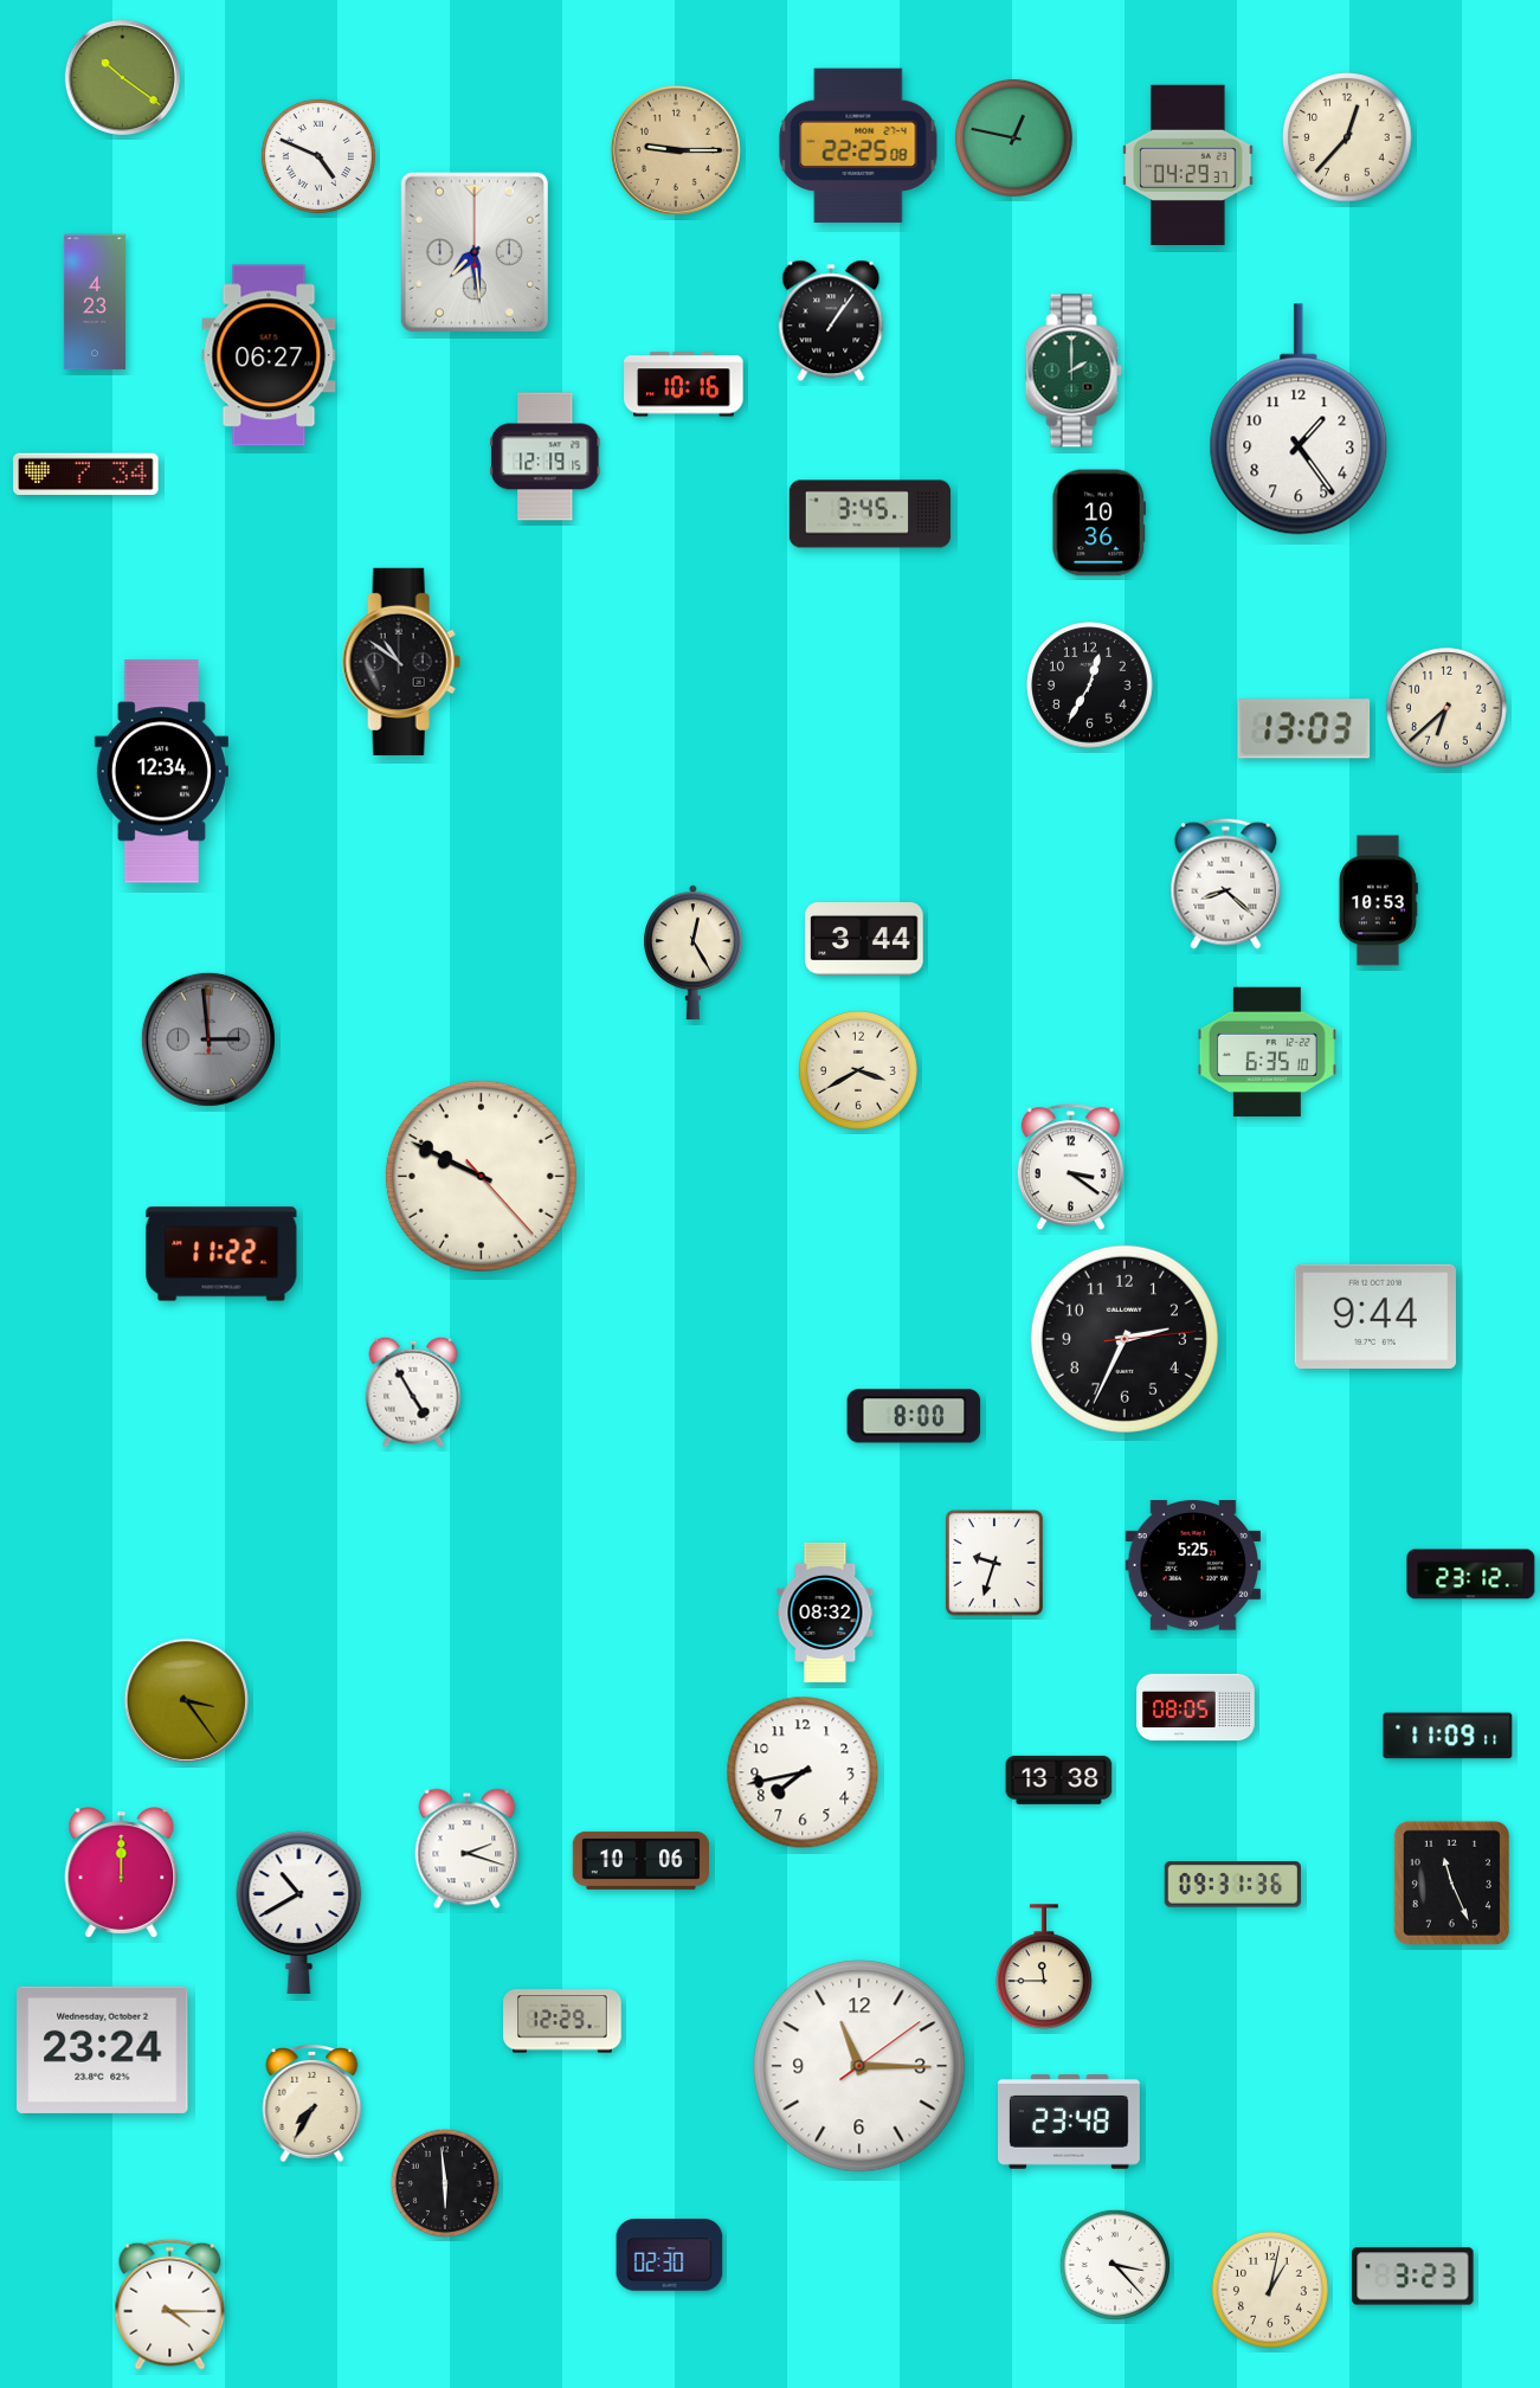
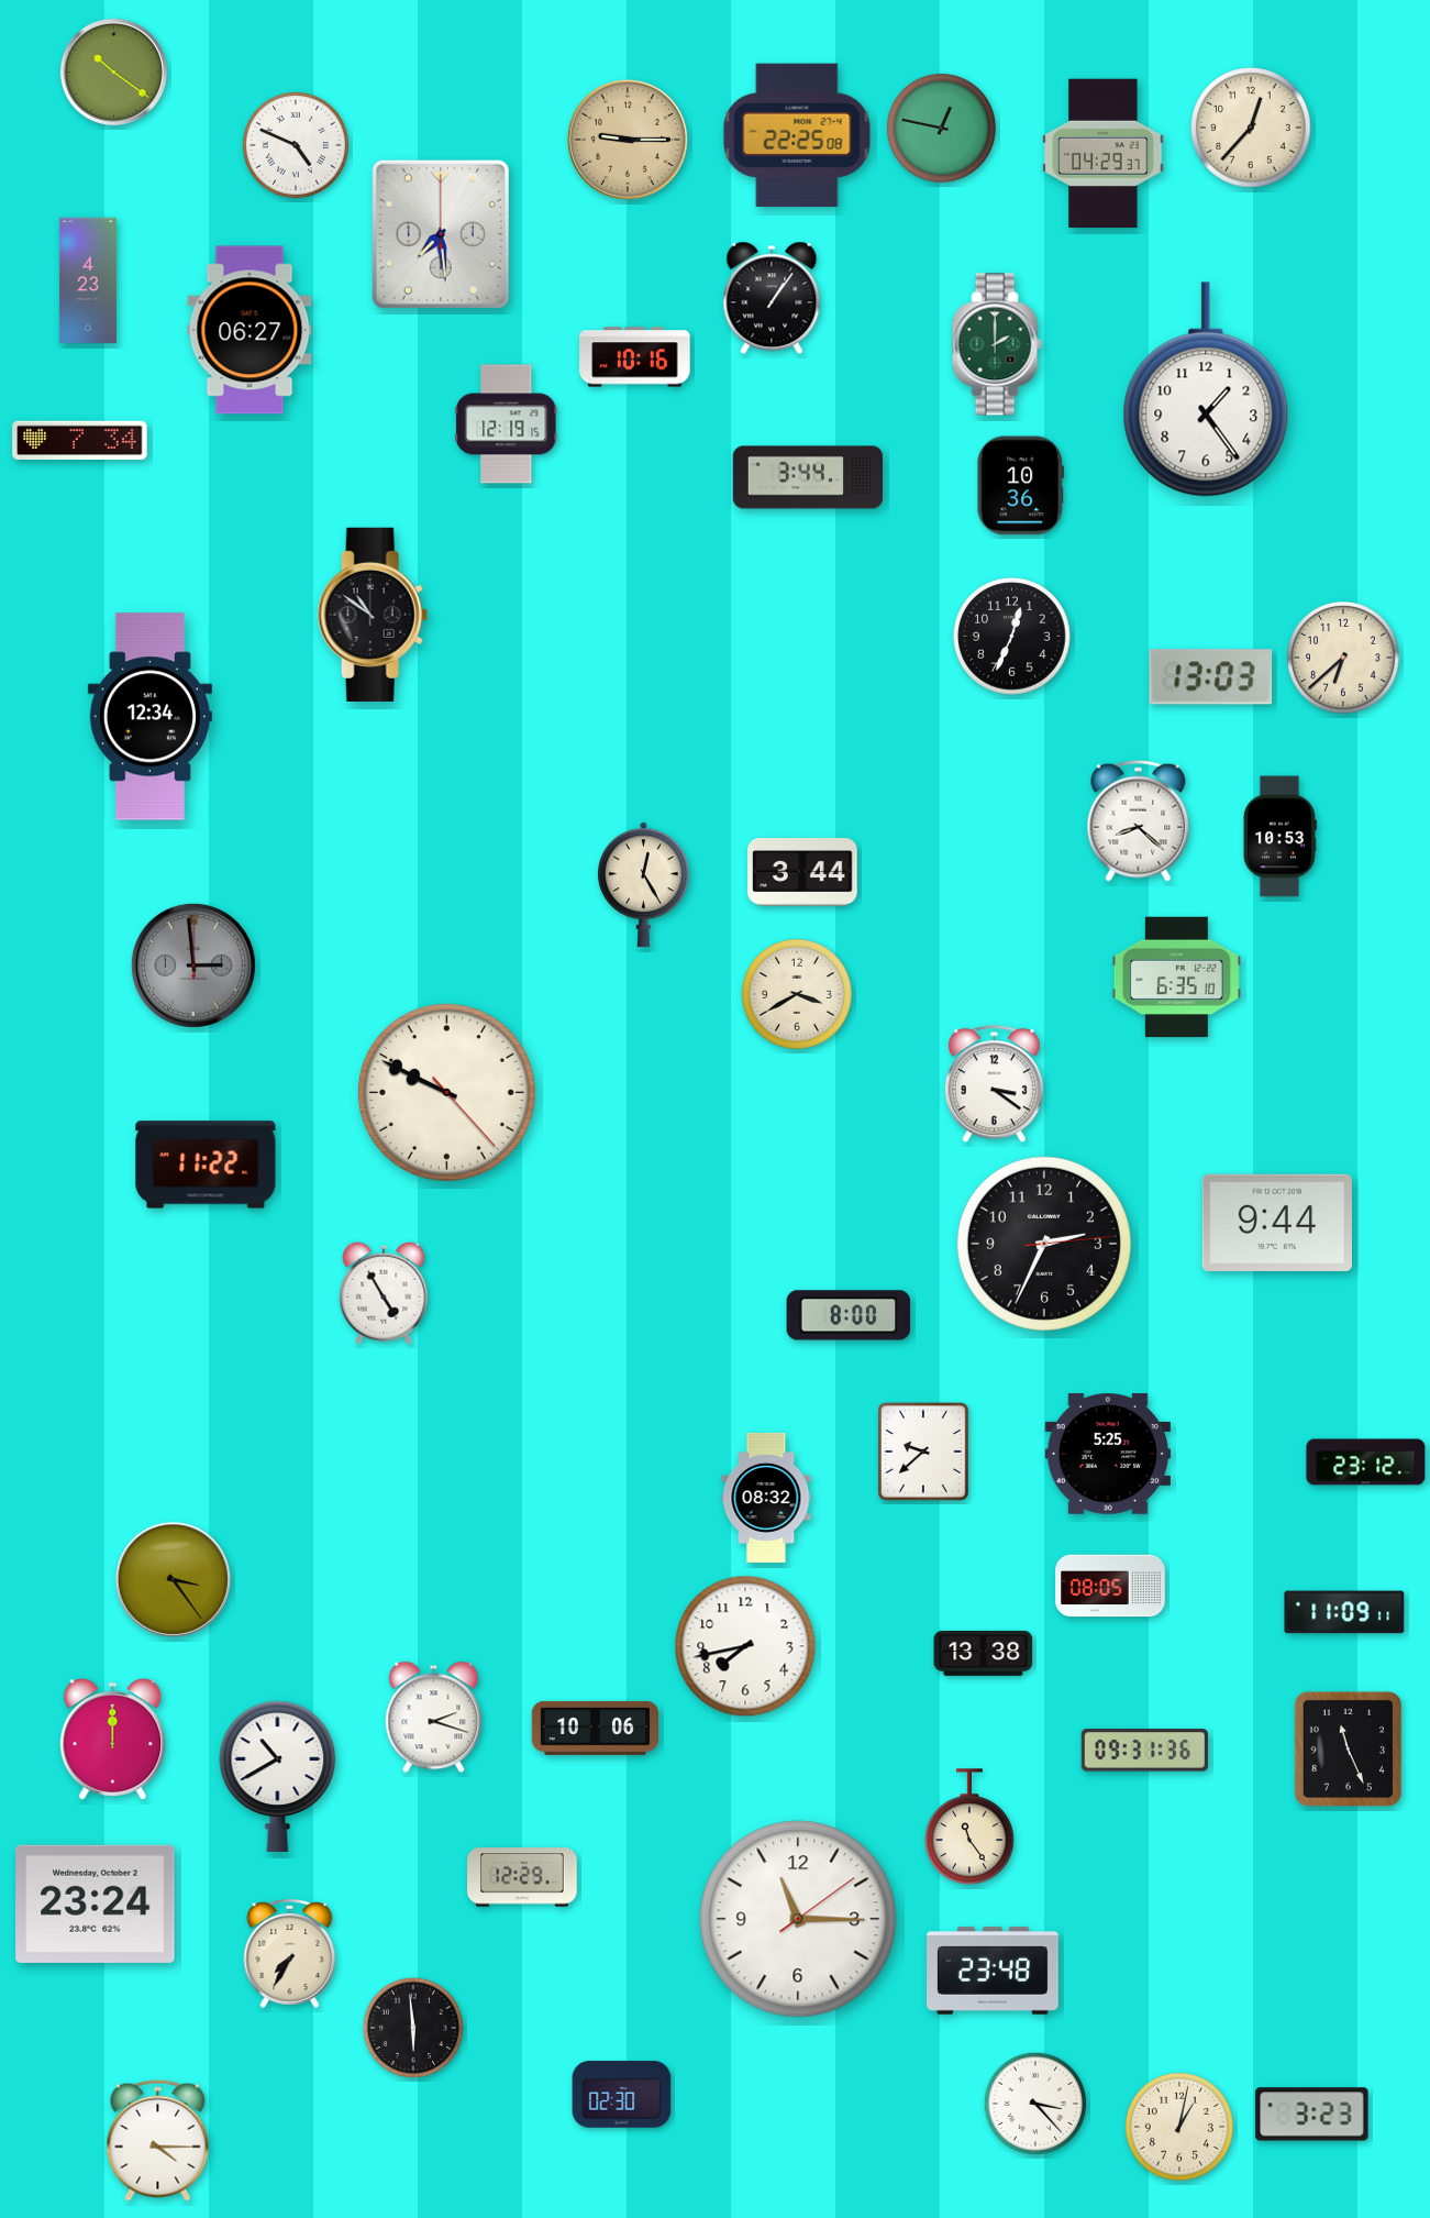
clock at (870, 514): 3:45 -> 3:44
clock at (1090, 685): 12:35 -> 12:34
clock at (995, 1564): 9:33 -> 9:38
clock at (1045, 1968): 11:45 -> 11:24
